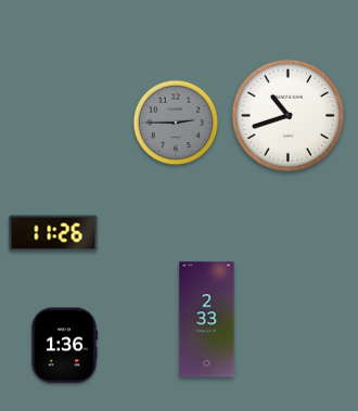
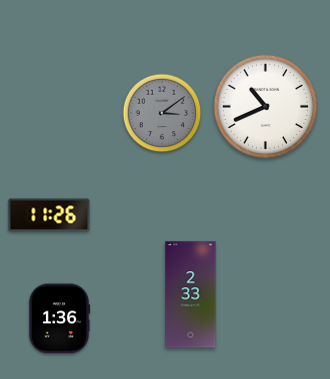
clock at (287, 115): 10:42 -> 10:41
clock at (176, 123): 2:45 -> 3:09
